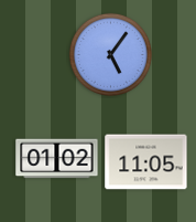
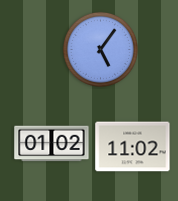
clock at (146, 162): 11:05 -> 11:02
